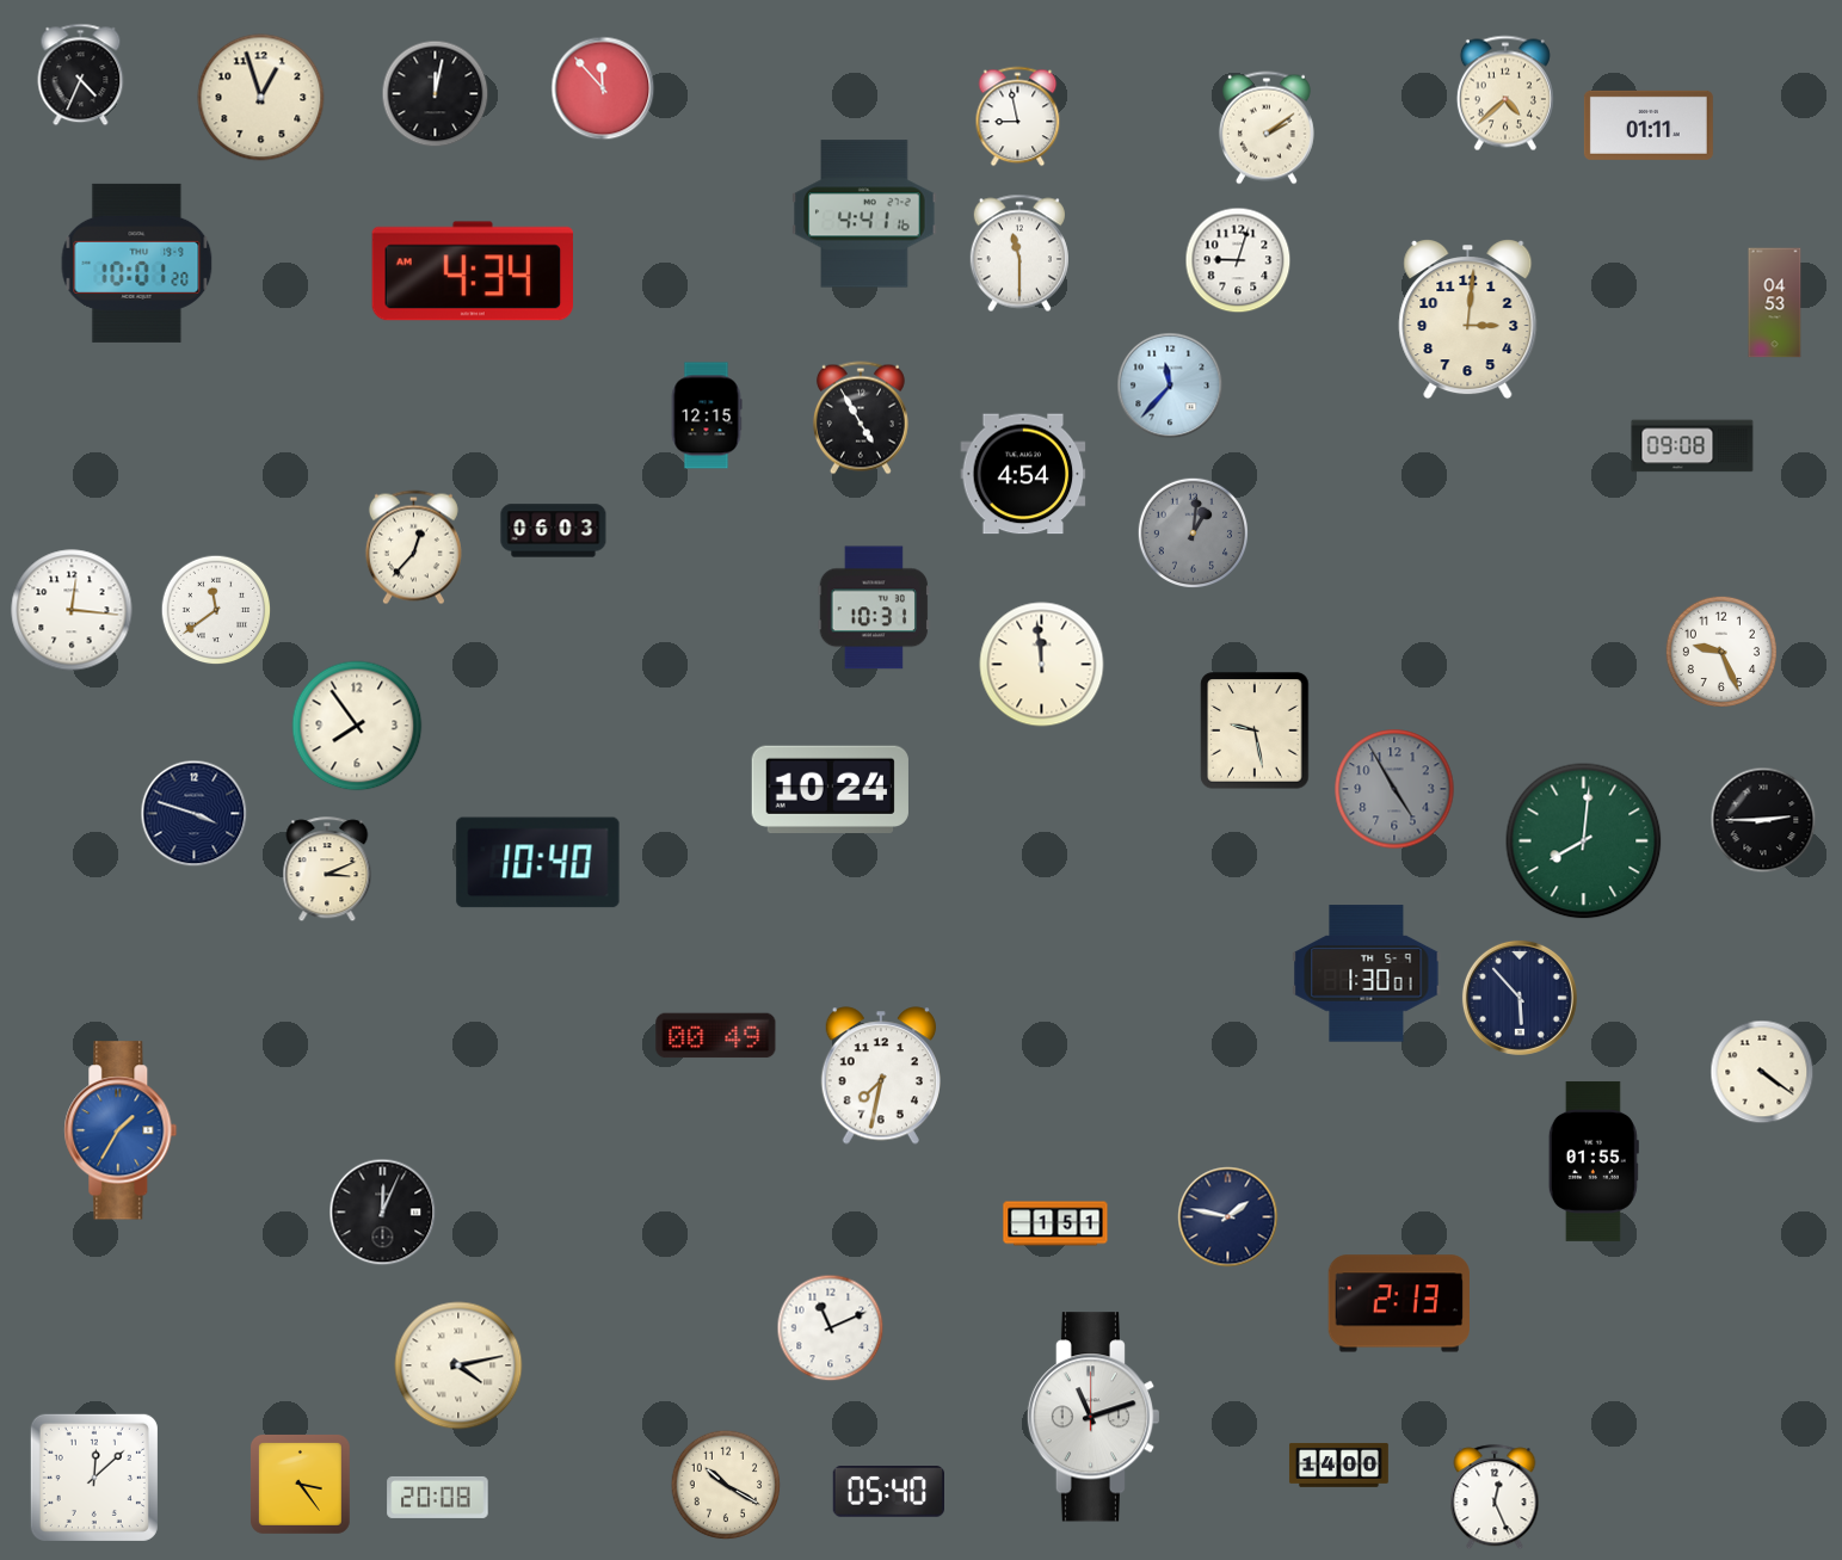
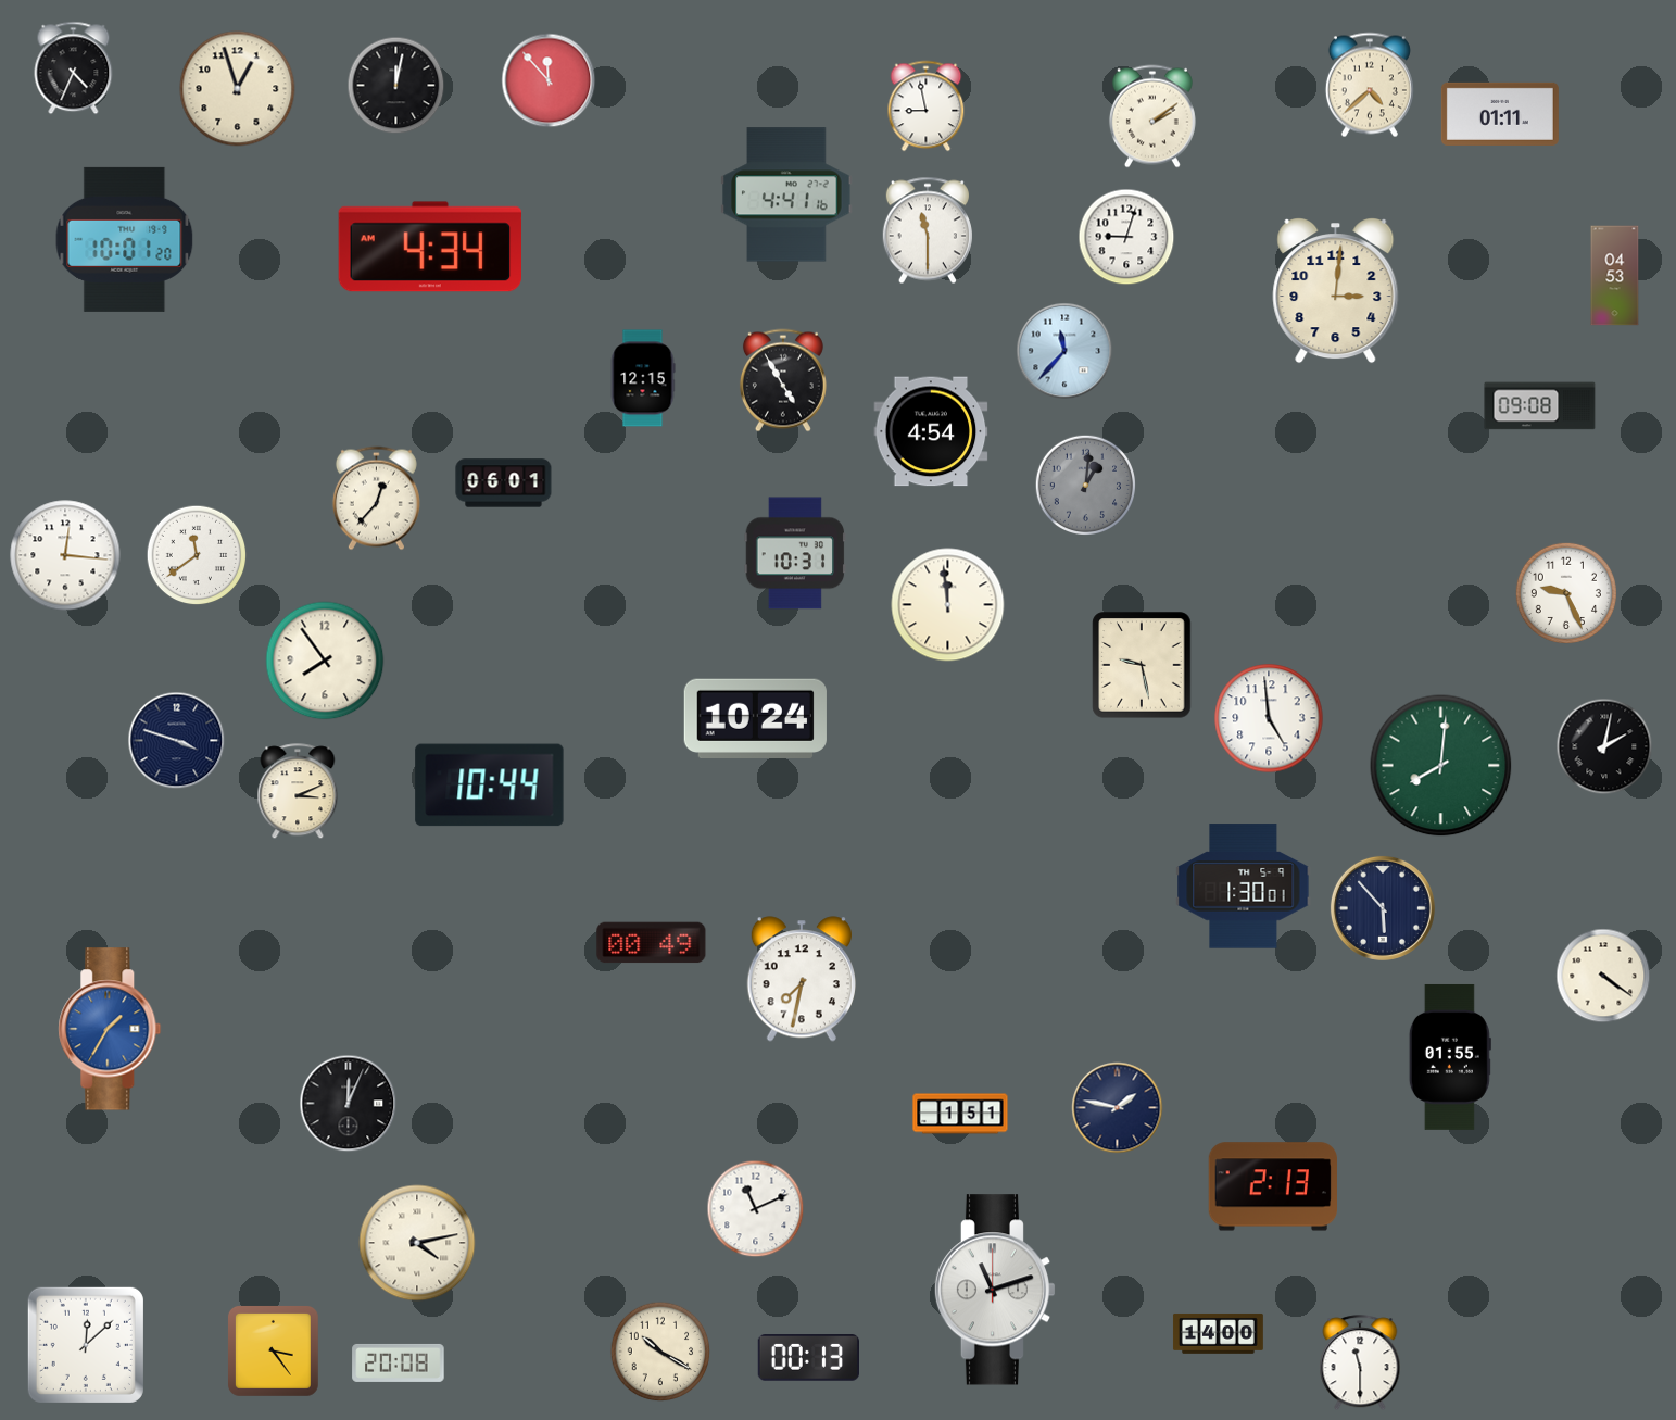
clock at (554, 531): 06:03 -> 06:01
clock at (1394, 789): 4:55 -> 4:59
clock at (1394, 789) dial: grey -> white
clock at (1763, 820): 2:45 -> 2:02
clock at (538, 863): 10:40 -> 10:44
clock at (888, 1492): 05:40 -> 00:13
clock at (1495, 1498): 12:26 -> 11:30
